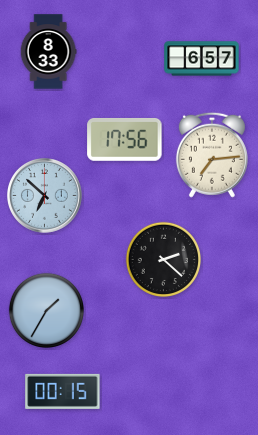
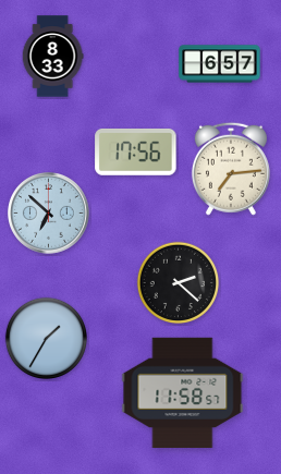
clock at (46, 310) position: (46, 310) -> (46, 338)
clock at (183, 392): none -> 11:58
clock at (63, 391): 00:15 -> none
